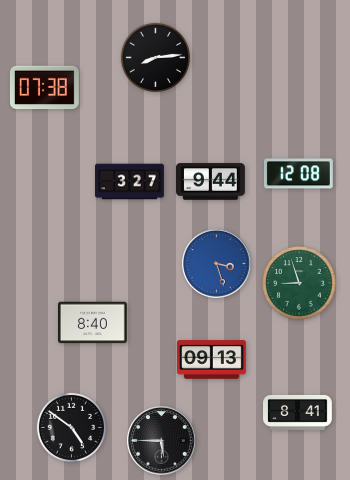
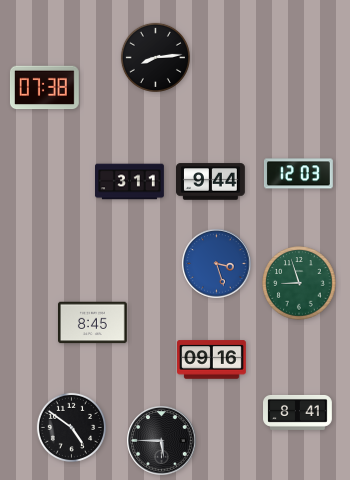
clock at (299, 174): 12:08 -> 12:03
clock at (130, 182): 3:27 -> 3:11
clock at (93, 323): 8:40 -> 8:45
clock at (212, 360): 09:13 -> 09:16
